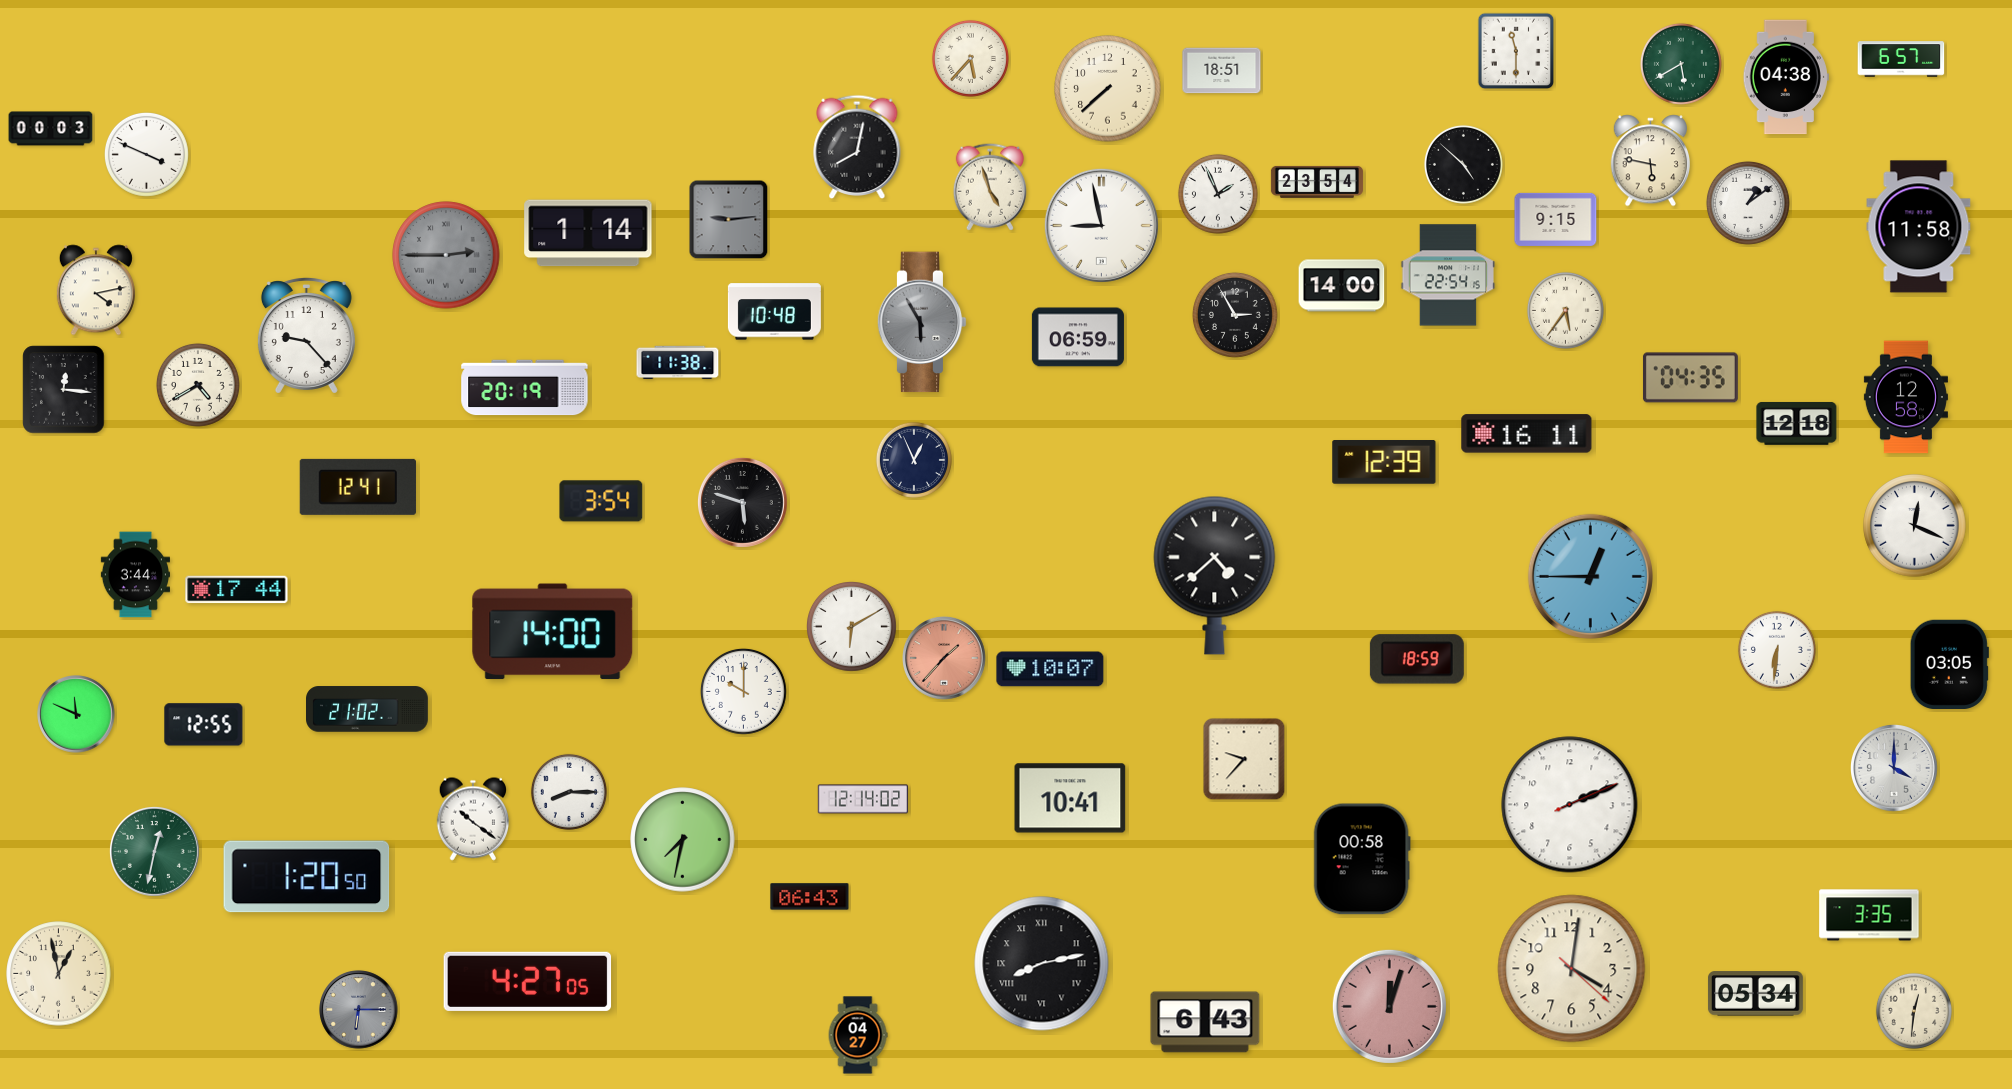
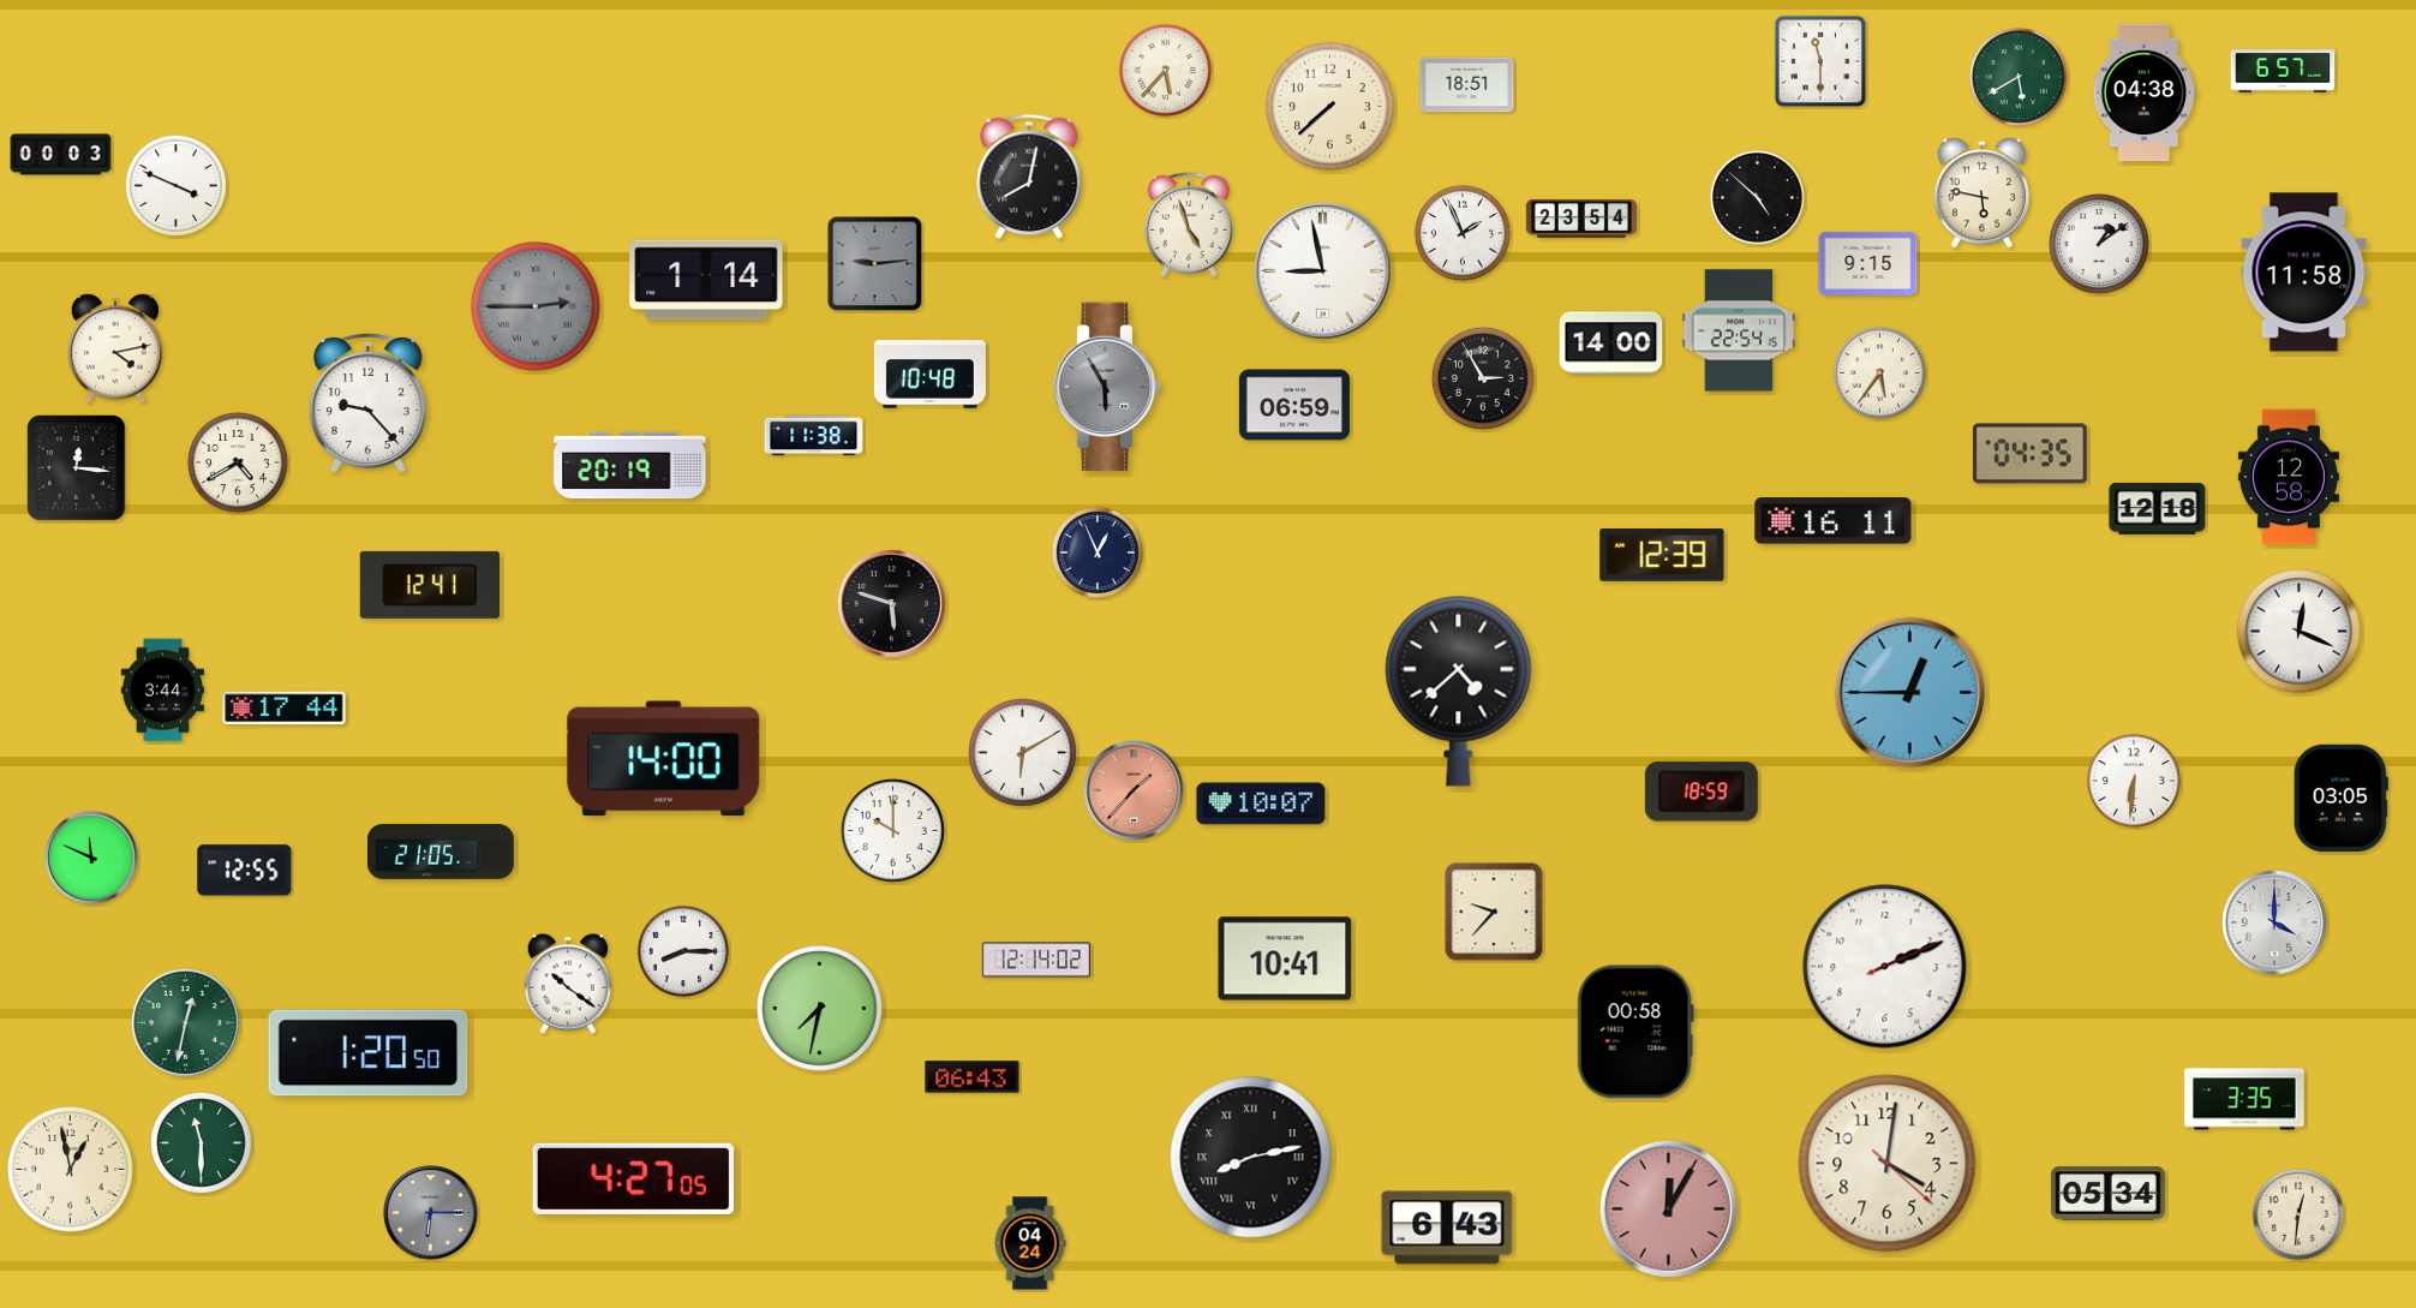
clock at (601, 501): 3:54 -> none
clock at (368, 709): 21:02 -> 21:05
clock at (201, 1142): none -> 11:30
clock at (1389, 1006): 12:03 -> 12:05
clock at (858, 1035): 04:27 -> 04:24
